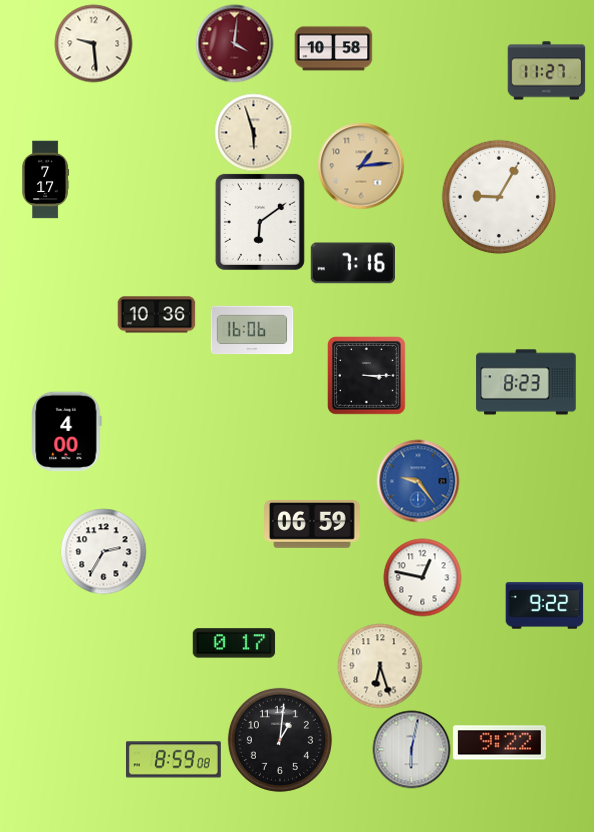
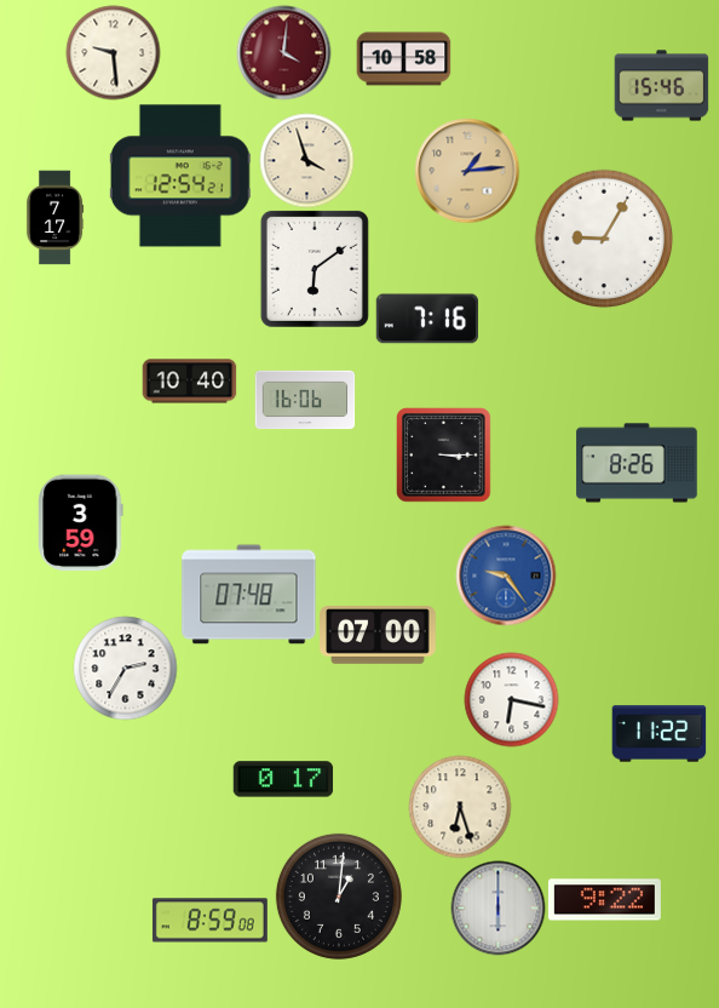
clock at (546, 71): 11:27 -> 15:46
clock at (253, 132): 5:57 -> 3:57
clock at (180, 176): none -> 12:54
clock at (361, 166) position: (361, 166) -> (467, 171)
clock at (156, 315): 10:36 -> 10:40
clock at (526, 382): 8:23 -> 8:26
clock at (67, 431): 4:00 -> 3:59
clock at (418, 481) position: (418, 481) -> (506, 575)
clock at (249, 595): none -> 07:48
clock at (313, 525): 06:59 -> 07:00
clock at (422, 577): 12:47 -> 6:17
clock at (544, 606): 9:22 -> 11:22
clock at (411, 749): 6:02 -> 6:00
